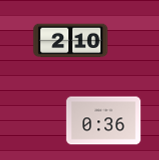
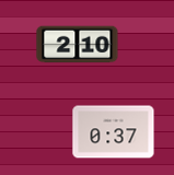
clock at (104, 121): 0:36 -> 0:37
